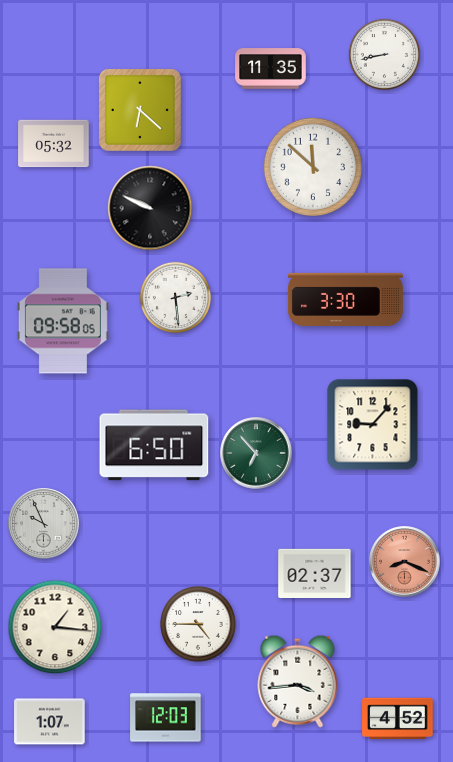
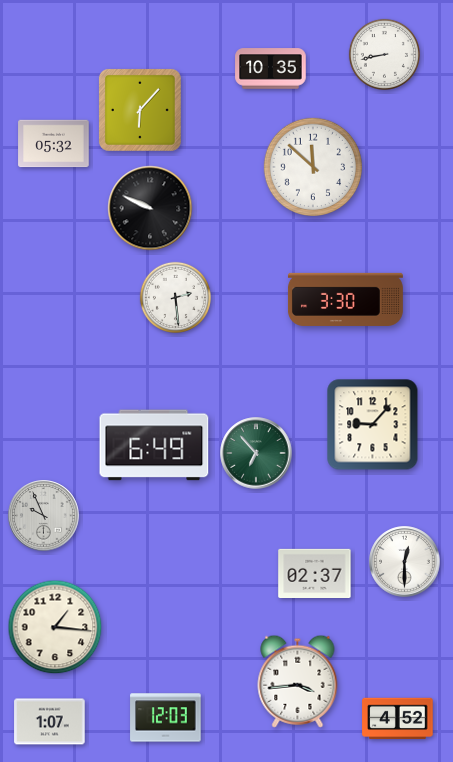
clock at (271, 69): 11:35 -> 10:35
clock at (140, 110): 6:22 -> 6:07
clock at (63, 321): 09:58 -> none
clock at (154, 445): 6:50 -> 6:49
clock at (44, 524) position: (44, 524) -> (44, 516)
clock at (405, 562): 8:19 -> 12:30
clock at (405, 562) dial: salmon -> white
clock at (198, 624): 4:45 -> none
